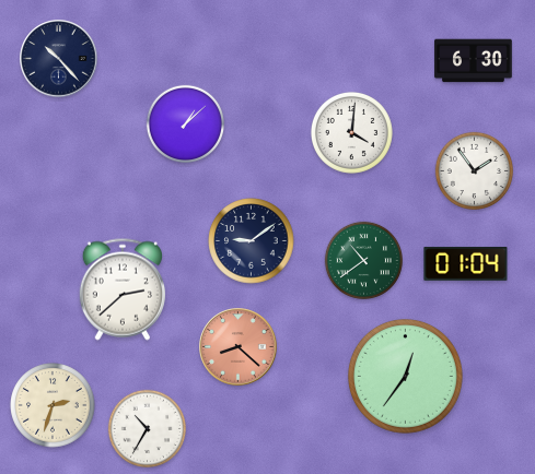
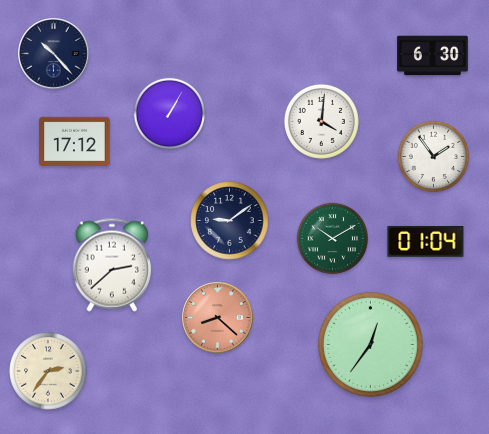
clock at (185, 123): 1:08 -> 1:05
clock at (75, 141): none -> 17:12
clock at (363, 260): 10:39 -> 10:10
clock at (53, 405): 2:33 -> 2:36
clock at (147, 428): 10:35 -> none
